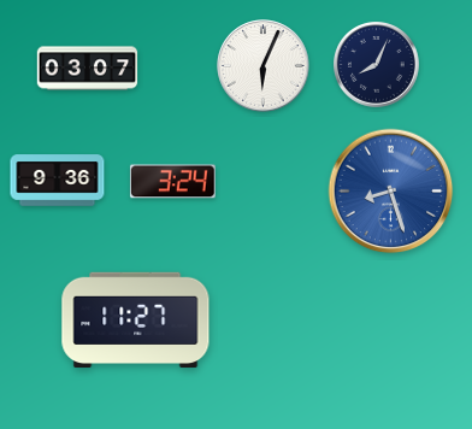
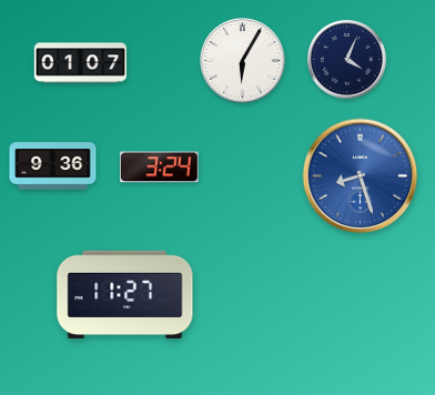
clock at (377, 65): 8:04 -> 4:04
clock at (264, 66): 6:04 -> 6:05
clock at (88, 69): 03:07 -> 01:07
